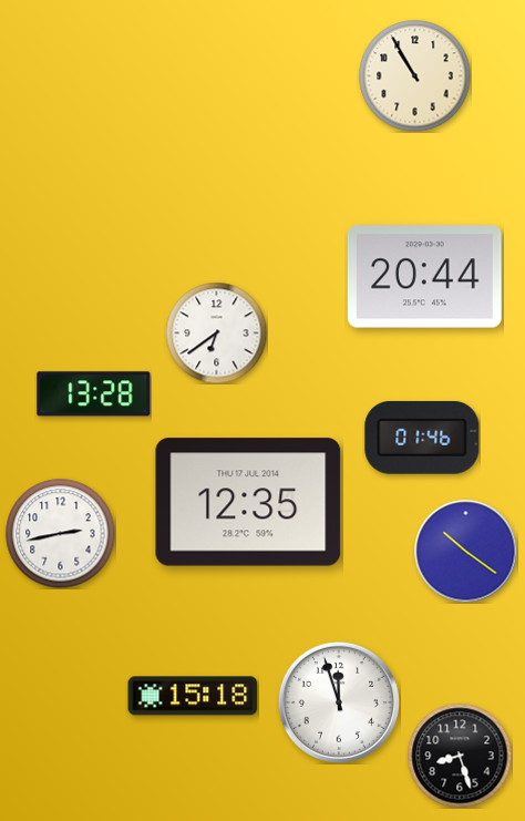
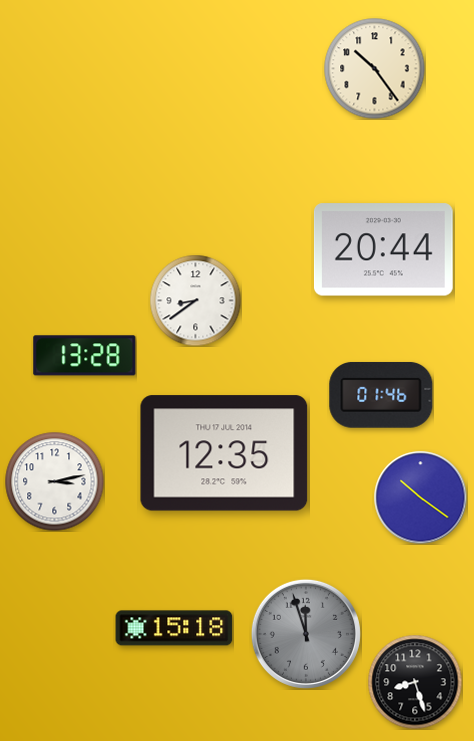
clock at (415, 76): 10:55 -> 10:24
clock at (216, 332): 6:39 -> 8:39
clock at (61, 534): 2:43 -> 3:13
clock at (339, 702) dial: white -> grey
